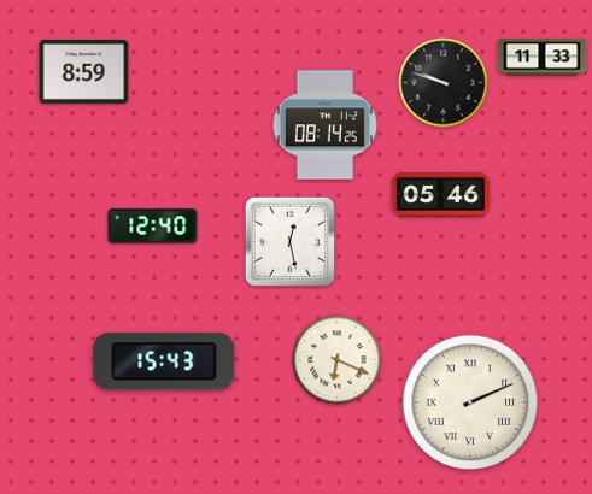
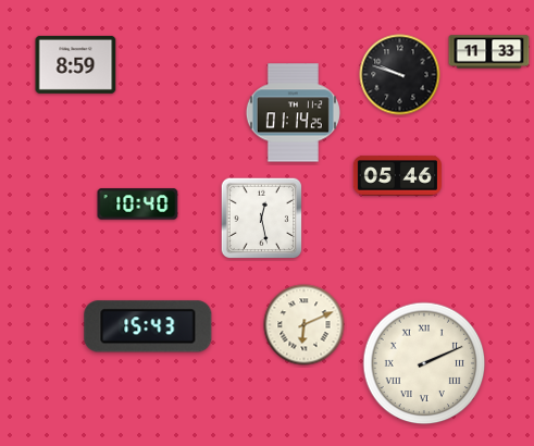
clock at (324, 125): 08:14 -> 01:14
clock at (153, 227): 12:40 -> 10:40
clock at (338, 360): 6:19 -> 6:11
